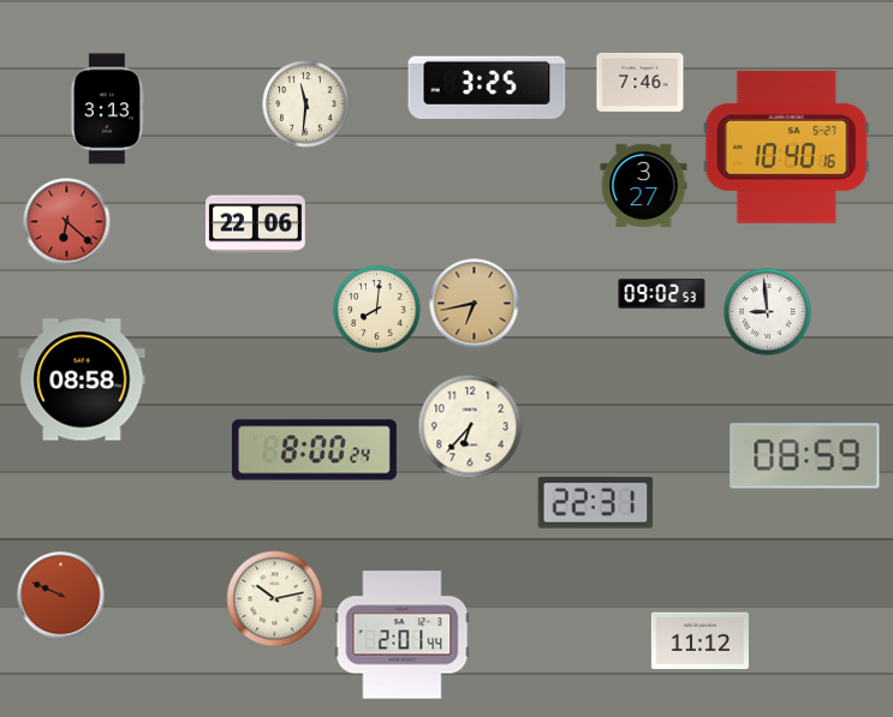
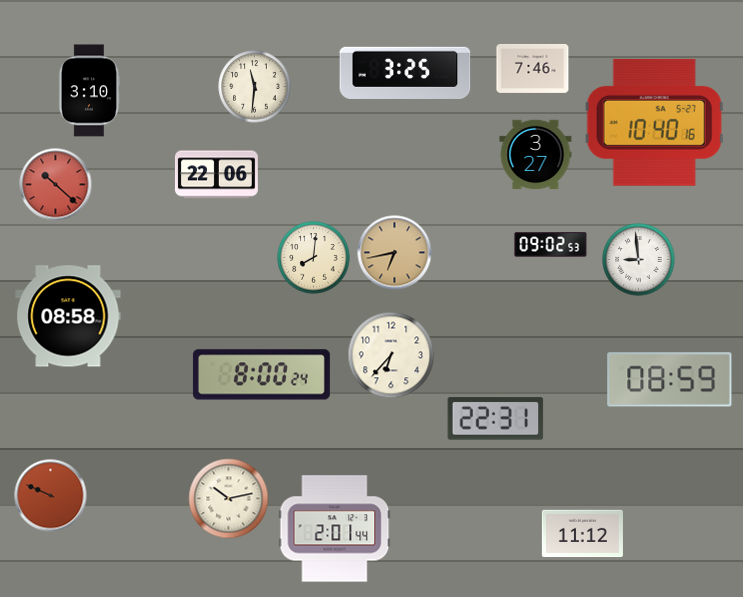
clock at (106, 109): 3:13 -> 3:10
clock at (67, 222): 6:22 -> 10:22
clock at (255, 225) position: (255, 225) -> (216, 175)
